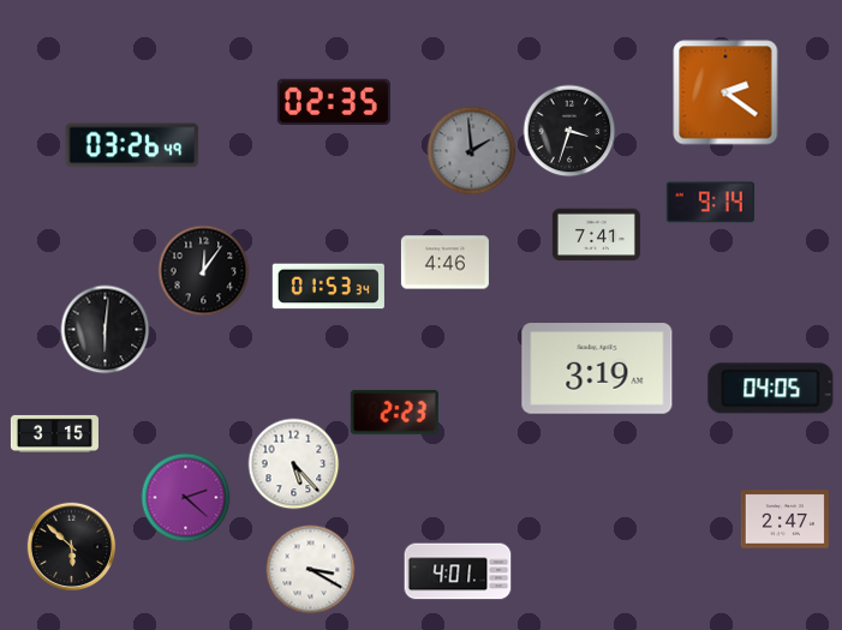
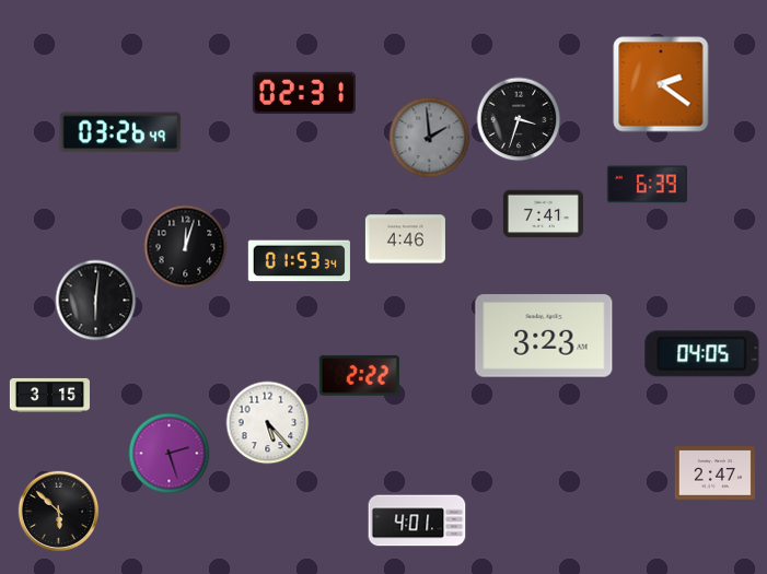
clock at (334, 101): 02:35 -> 02:31
clock at (710, 203): 9:14 -> 6:39
clock at (204, 271): 12:06 -> 12:03
clock at (597, 368): 3:19 -> 3:23
clock at (394, 412): 2:23 -> 2:22
clock at (186, 498): 2:22 -> 2:27
clock at (72, 547) position: (72, 547) -> (59, 512)
clock at (311, 570): 3:20 -> none
